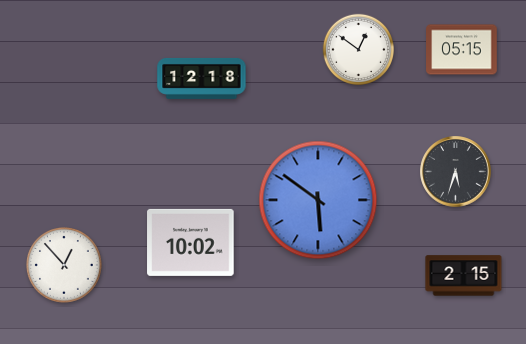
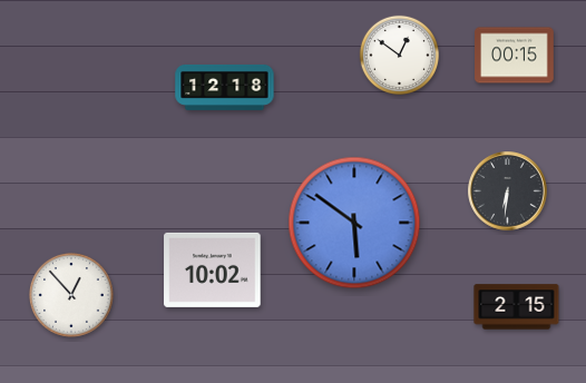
clock at (462, 50): 05:15 -> 00:15
clock at (456, 172): 5:33 -> 6:31
